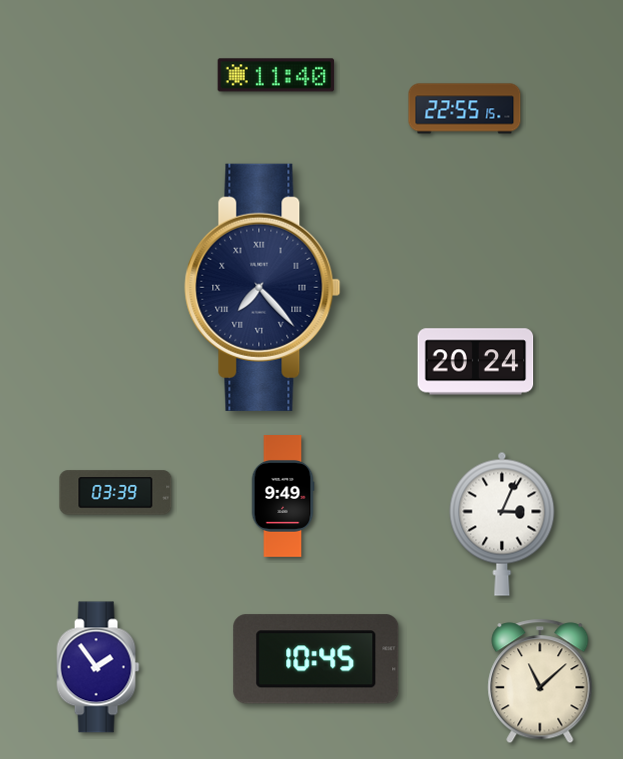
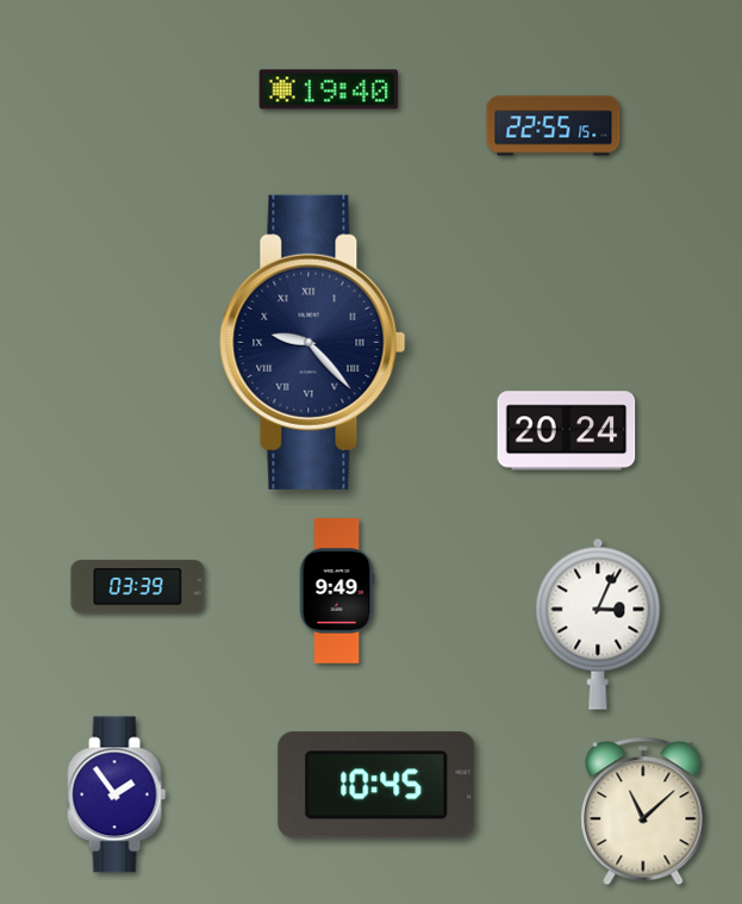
clock at (276, 75): 11:40 -> 19:40
clock at (465, 109) position: (465, 109) -> (554, 126)
clock at (263, 287): 7:23 -> 9:23
